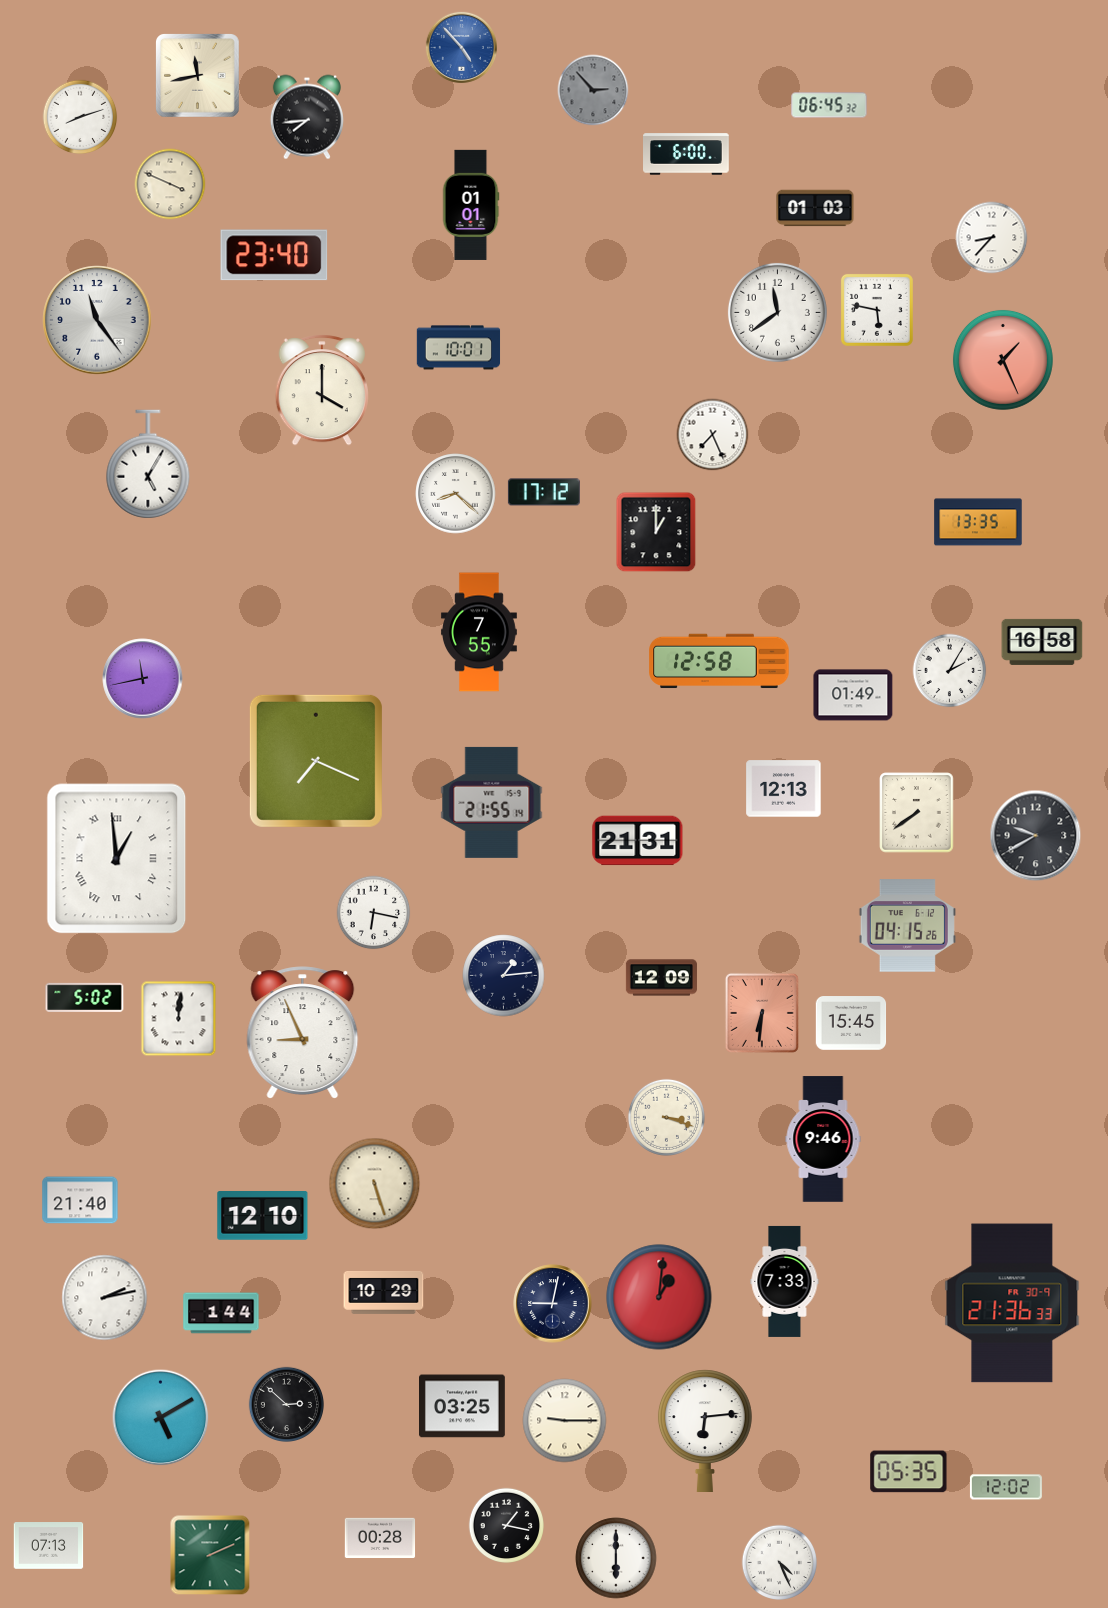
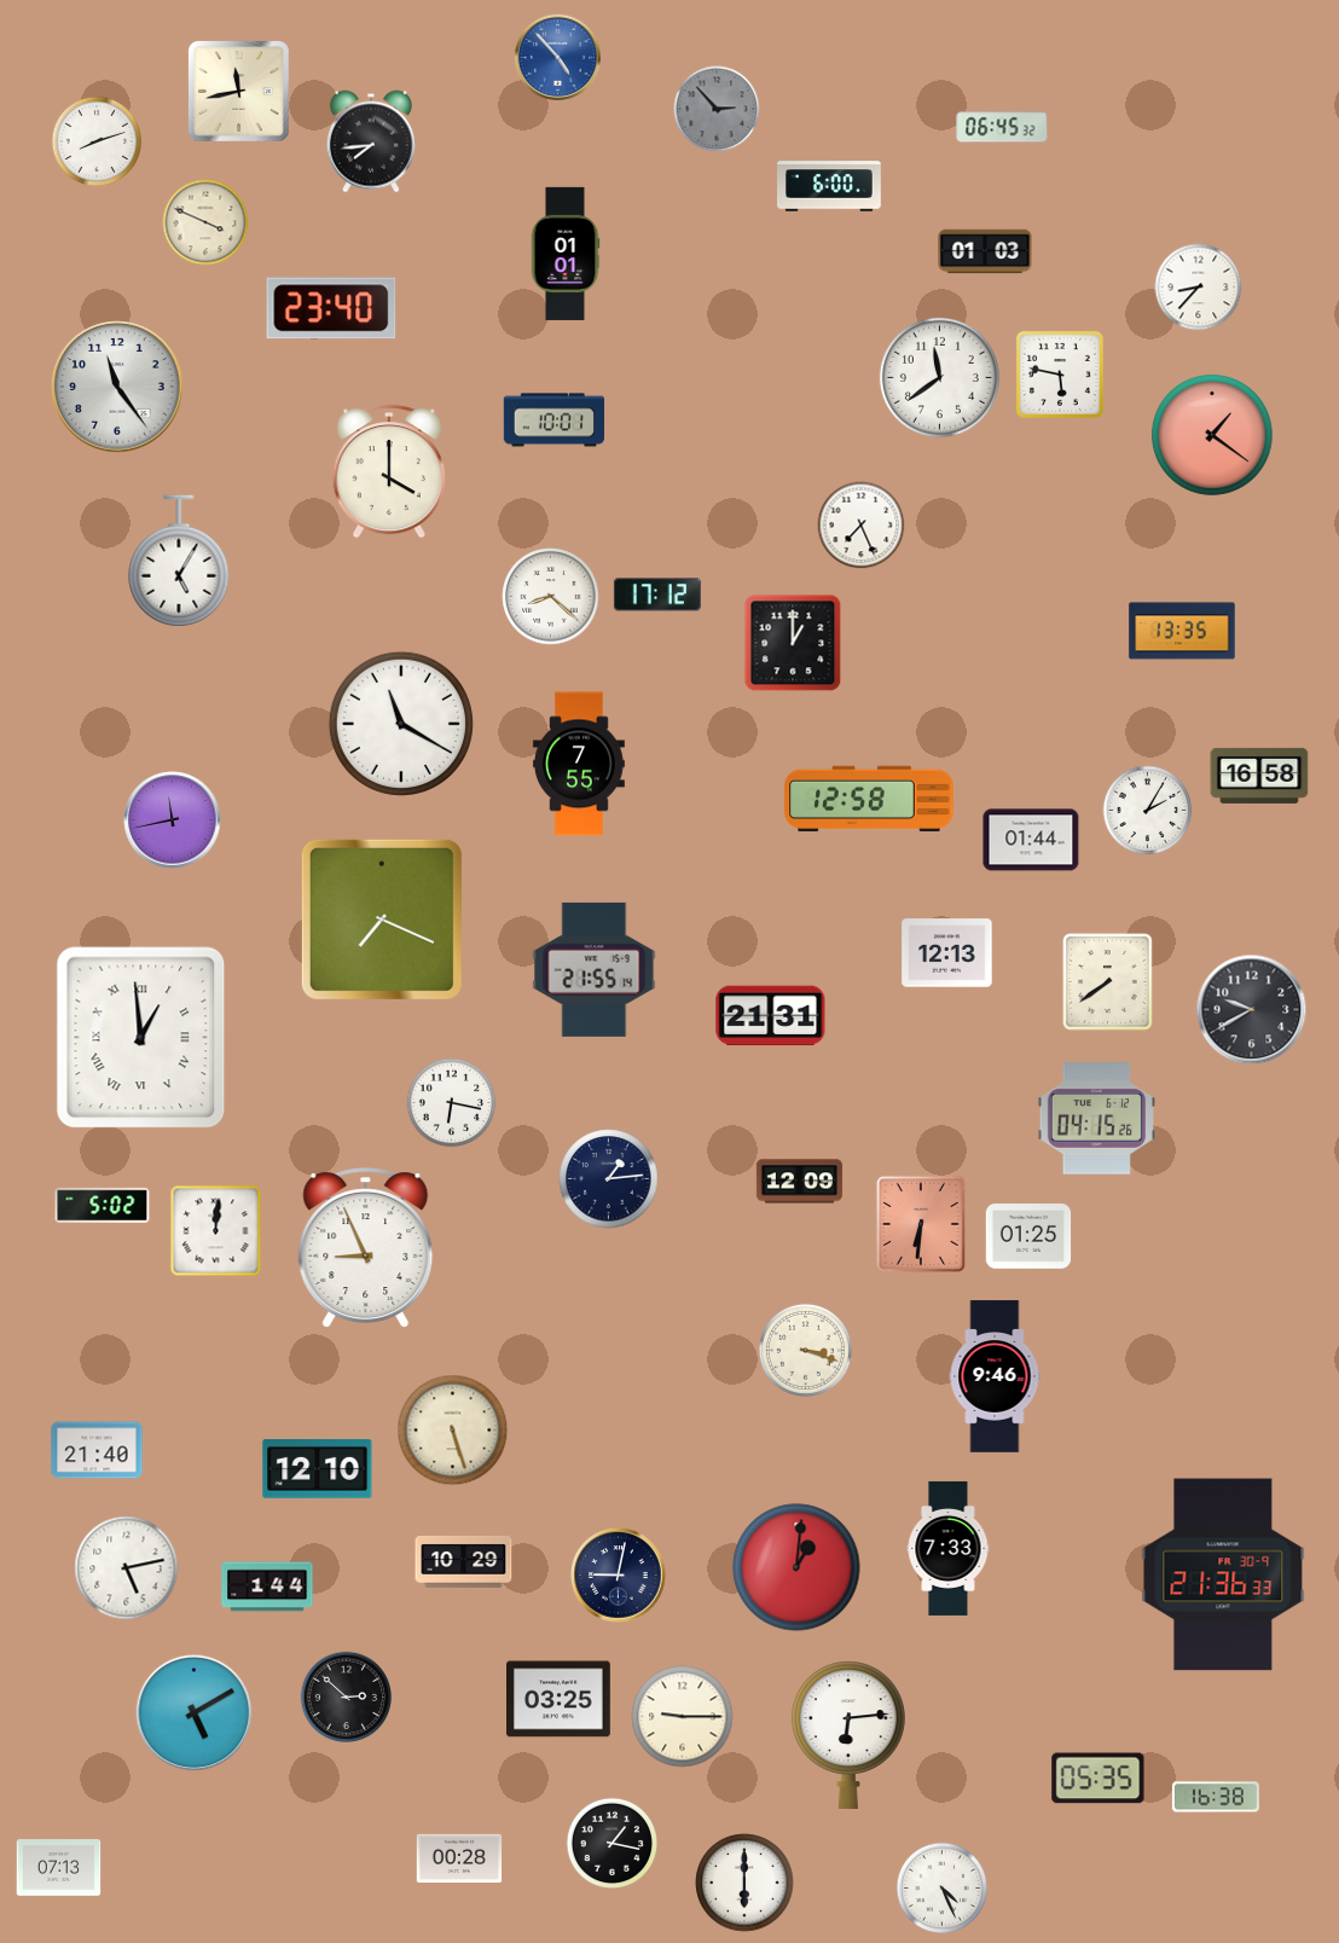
clock at (471, 205) position: (471, 205) -> (566, 254)
clock at (1003, 360): 1:26 -> 1:21
clock at (401, 724): none -> 11:20
clock at (853, 695): 01:49 -> 01:44
clock at (851, 1023): 15:45 -> 01:25
clock at (105, 1298): 2:13 -> 5:13
clock at (553, 1304) position: (553, 1304) -> (619, 1576)
clock at (705, 1430) position: (705, 1430) -> (848, 1734)
clock at (1006, 1487): 12:02 -> 16:38
clock at (210, 1555): 2:11 -> none
